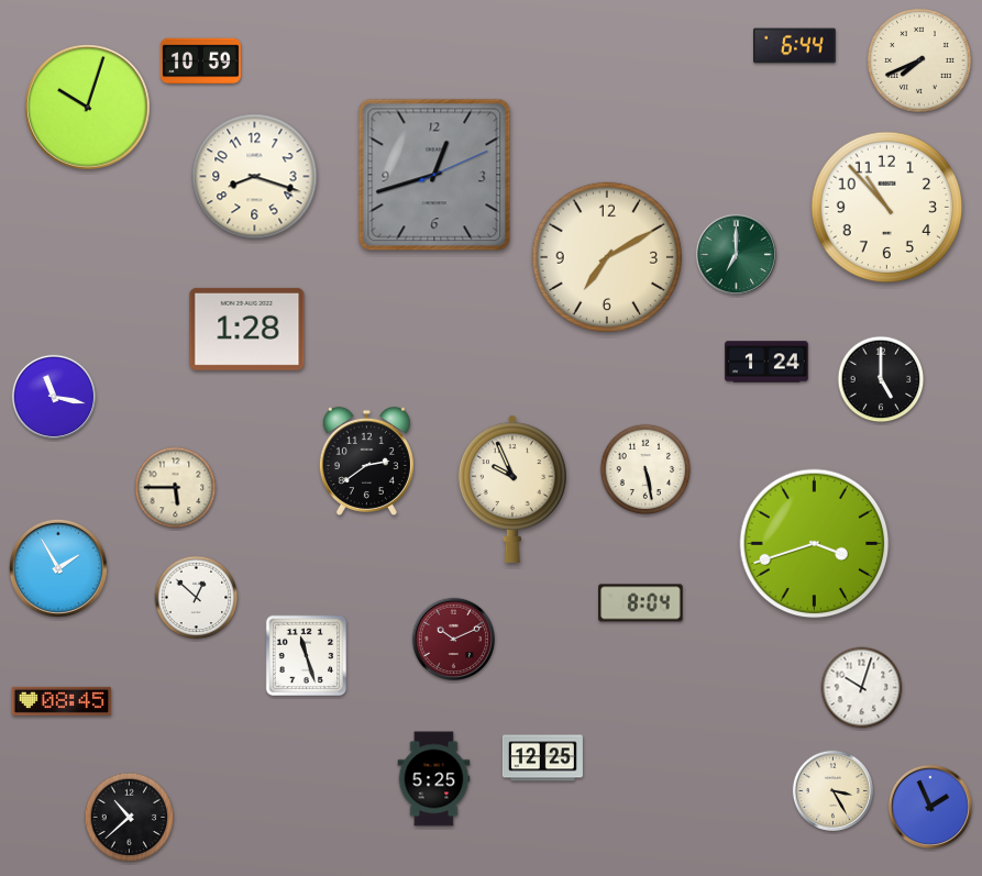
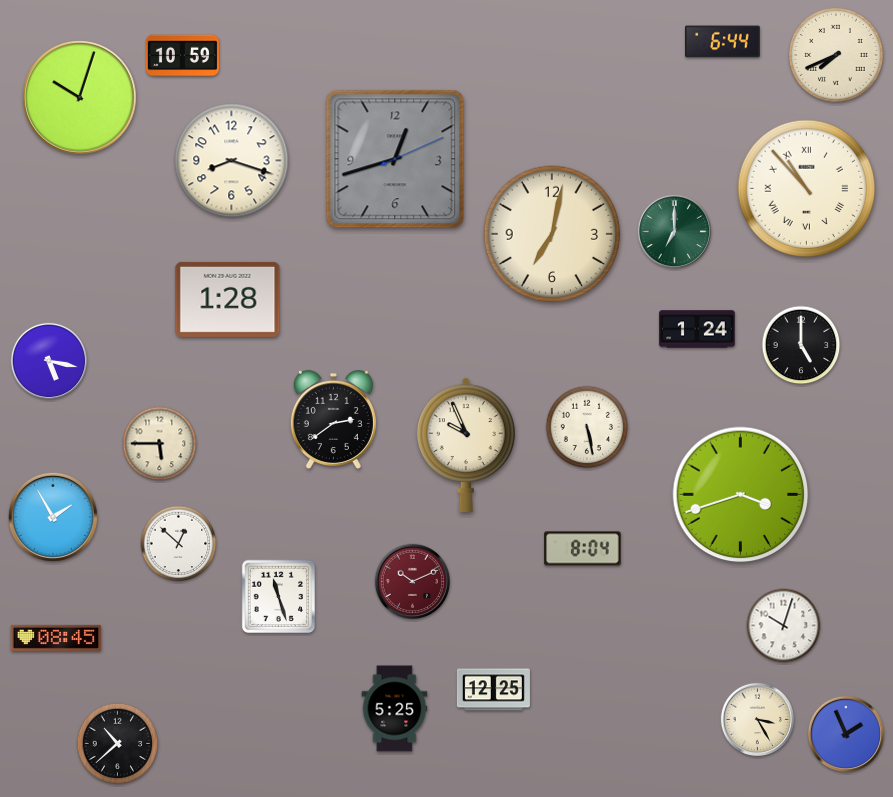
clock at (887, 208) numerals: Arabic -> Roman
clock at (736, 254) position: (736, 254) -> (674, 231)
clock at (607, 257): 7:10 -> 7:02
clock at (247, 329) position: (247, 329) -> (228, 299)
clock at (54, 397): 11:17 -> 5:17
